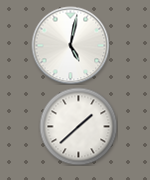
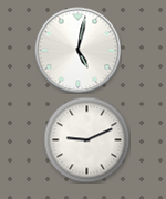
clock at (78, 126): 1:38 -> 9:11
